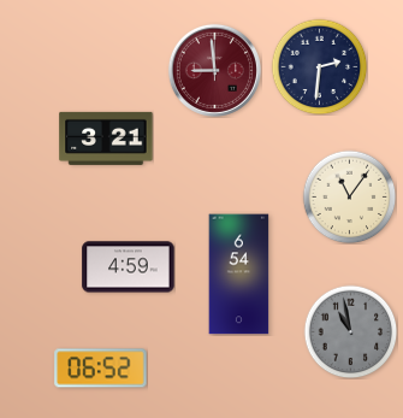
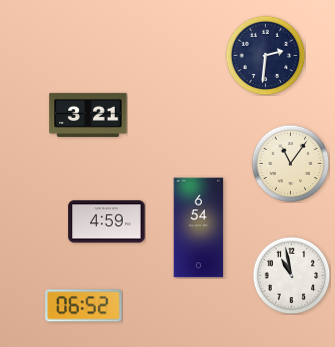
clock at (214, 70): 8:59 -> none
clock at (350, 331) dial: grey -> white
